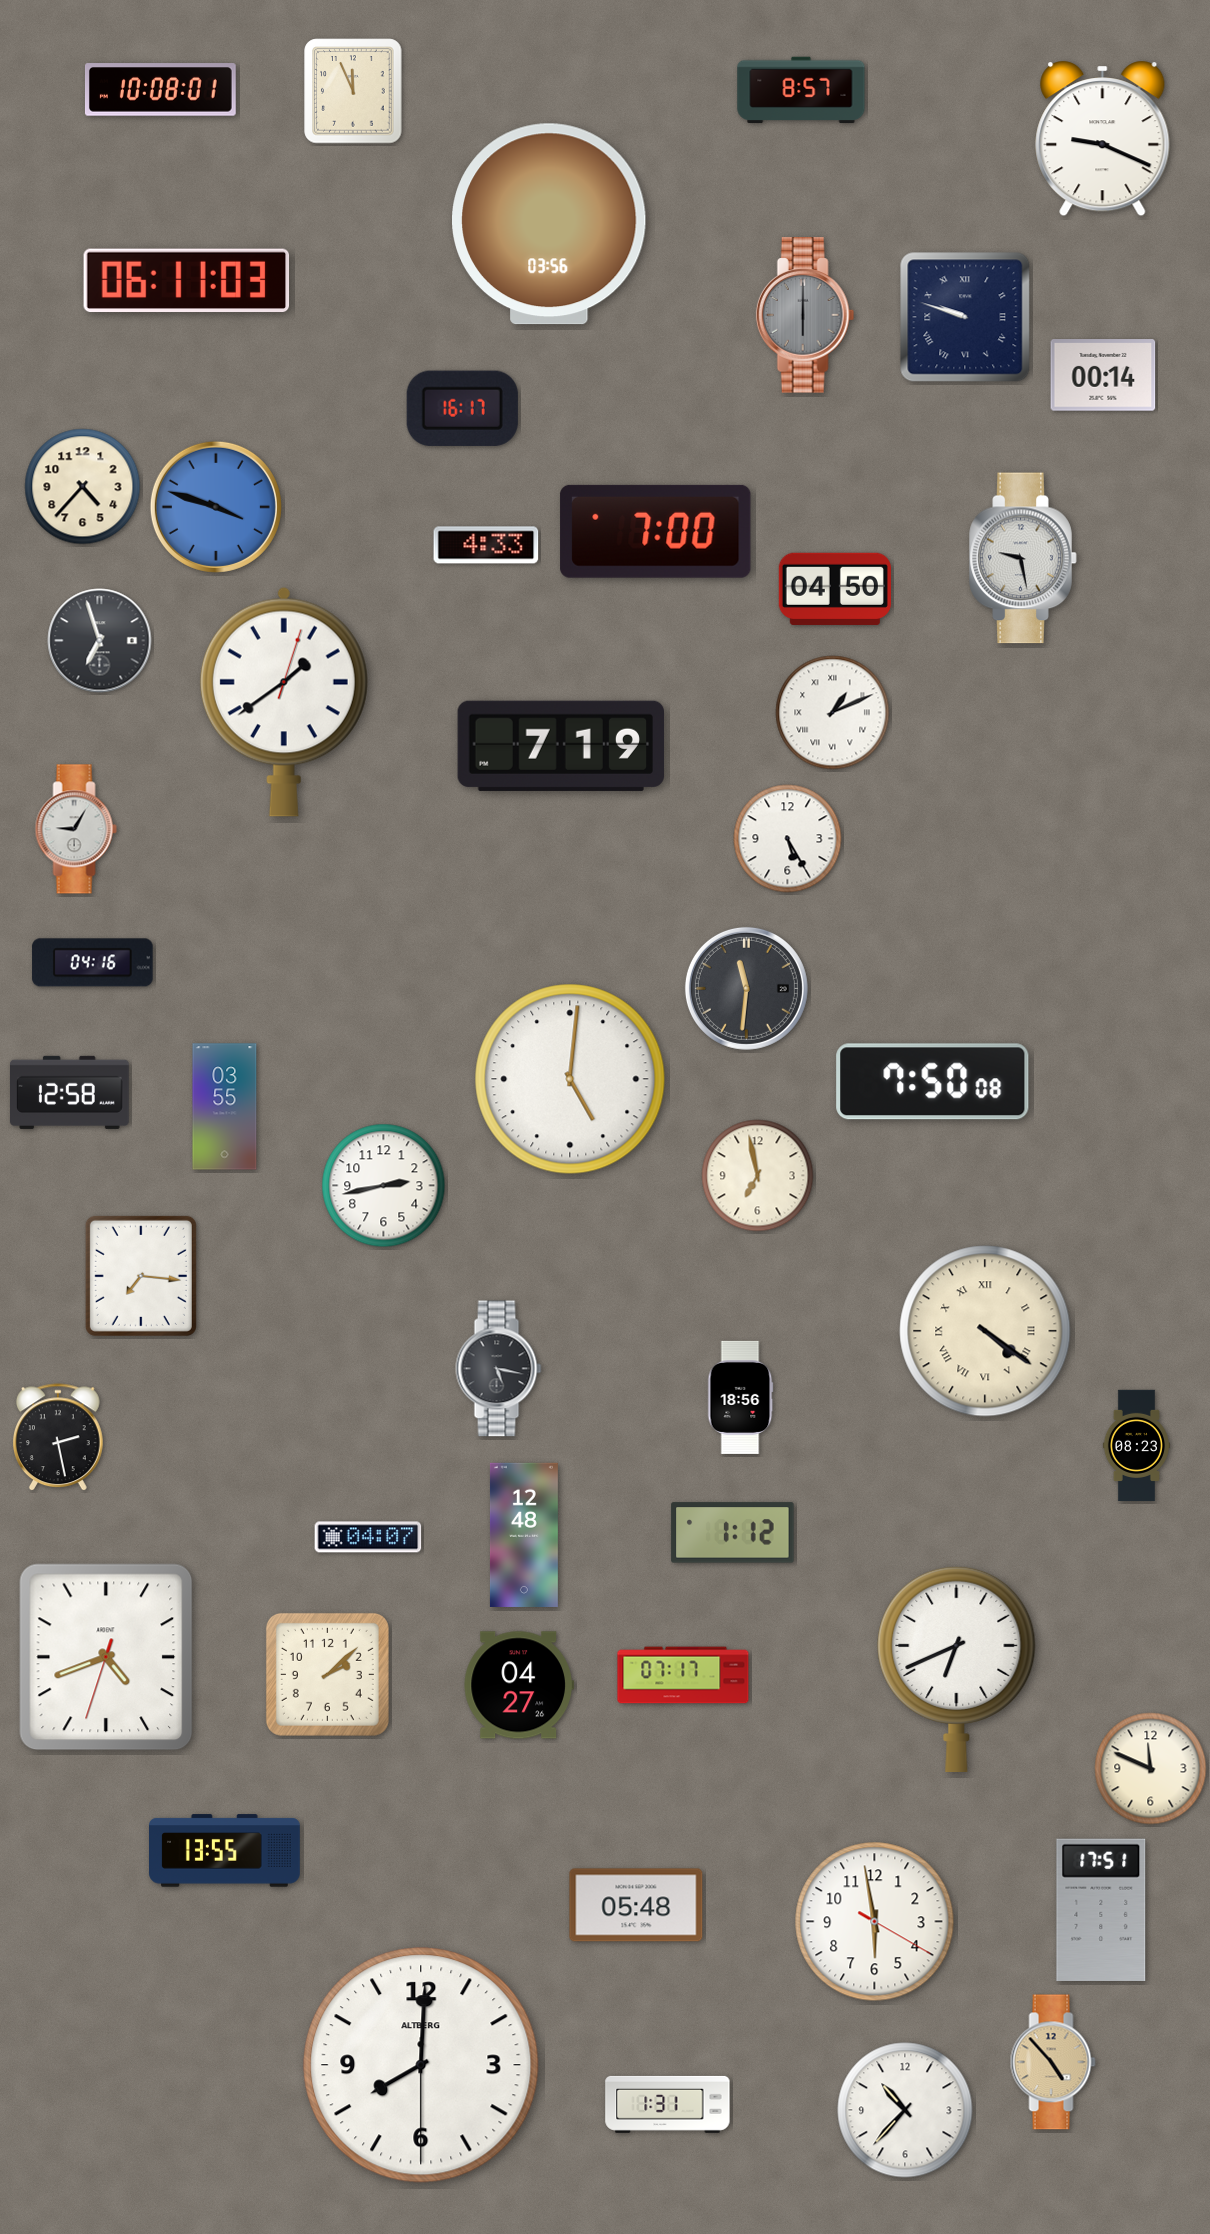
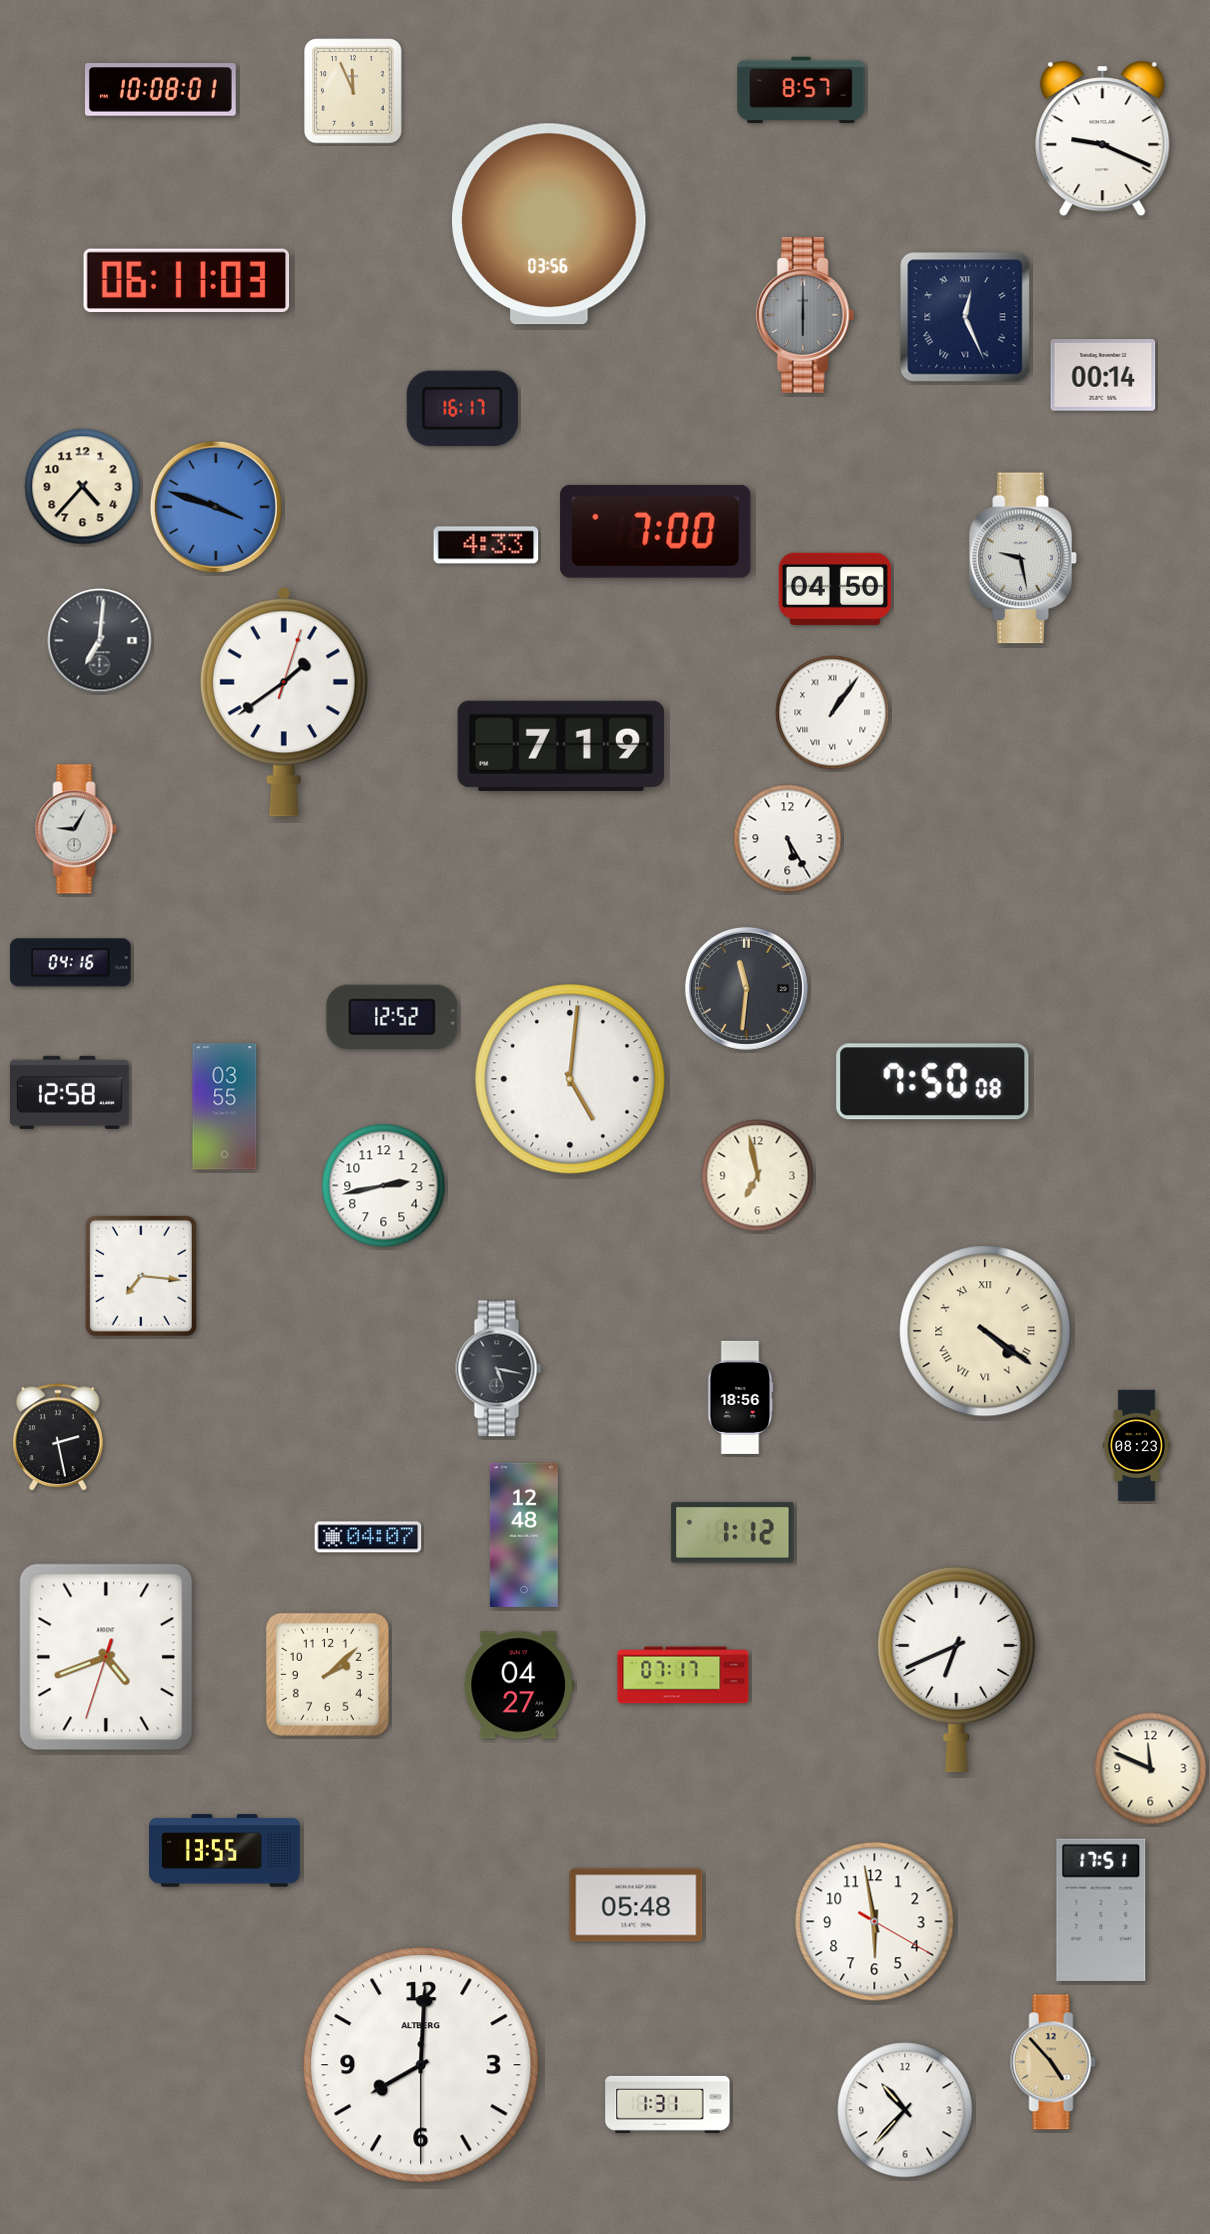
clock at (965, 317): 9:48 -> 12:26
clock at (100, 641): 6:57 -> 7:01
clock at (833, 713): 1:11 -> 1:06
clock at (93, 963) position: (93, 963) -> (71, 963)
clock at (392, 1016): none -> 12:52
